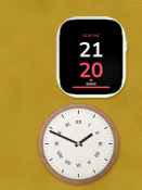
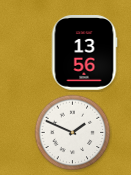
clock at (91, 58): 21:20 -> 13:56
